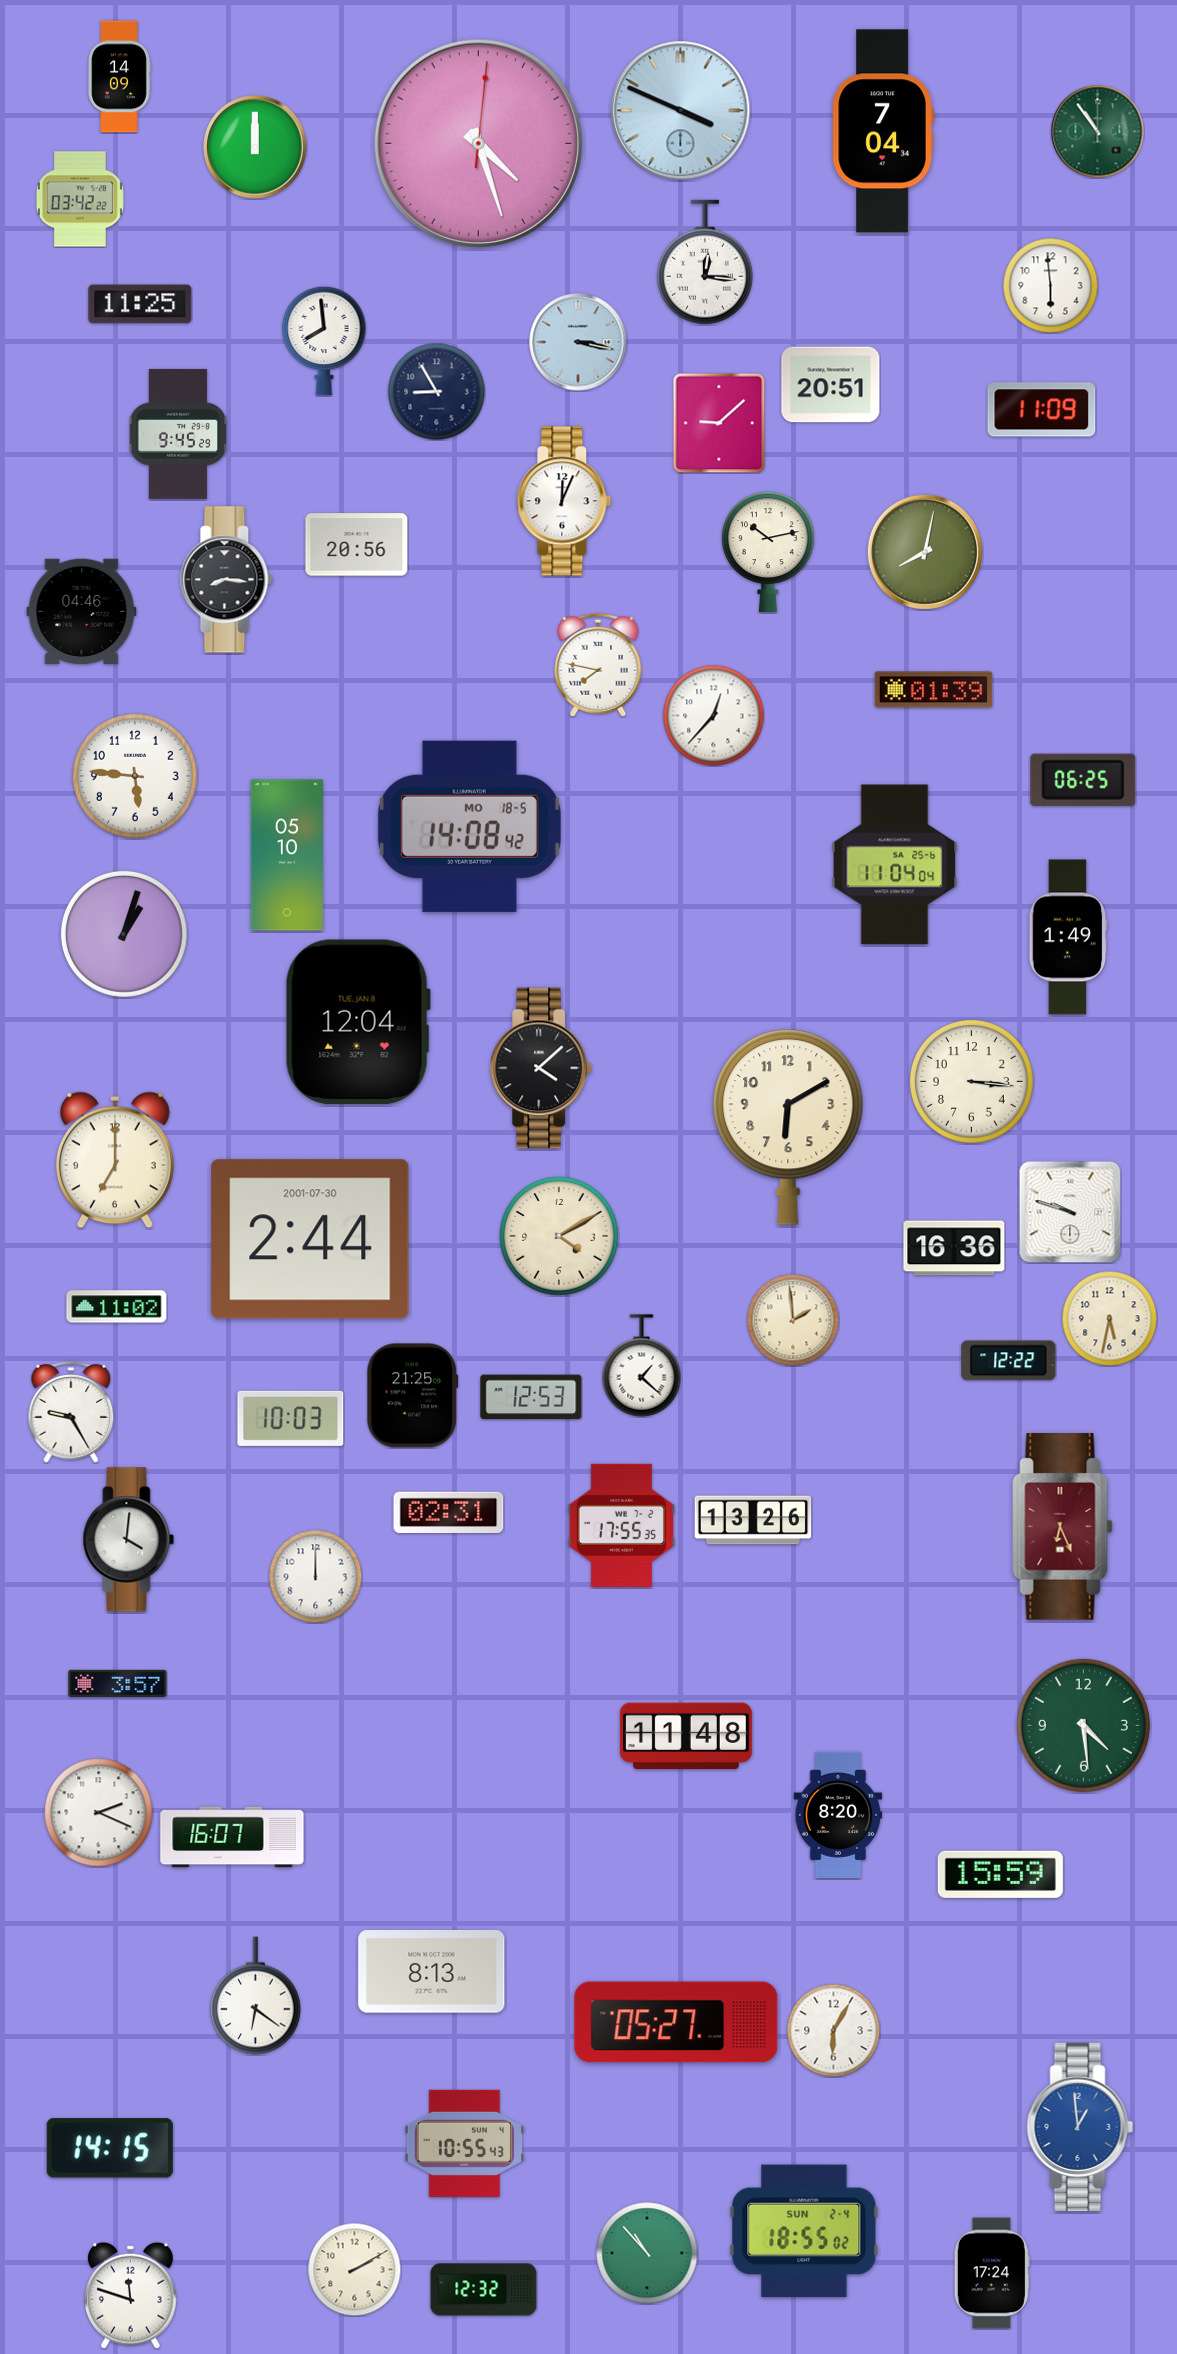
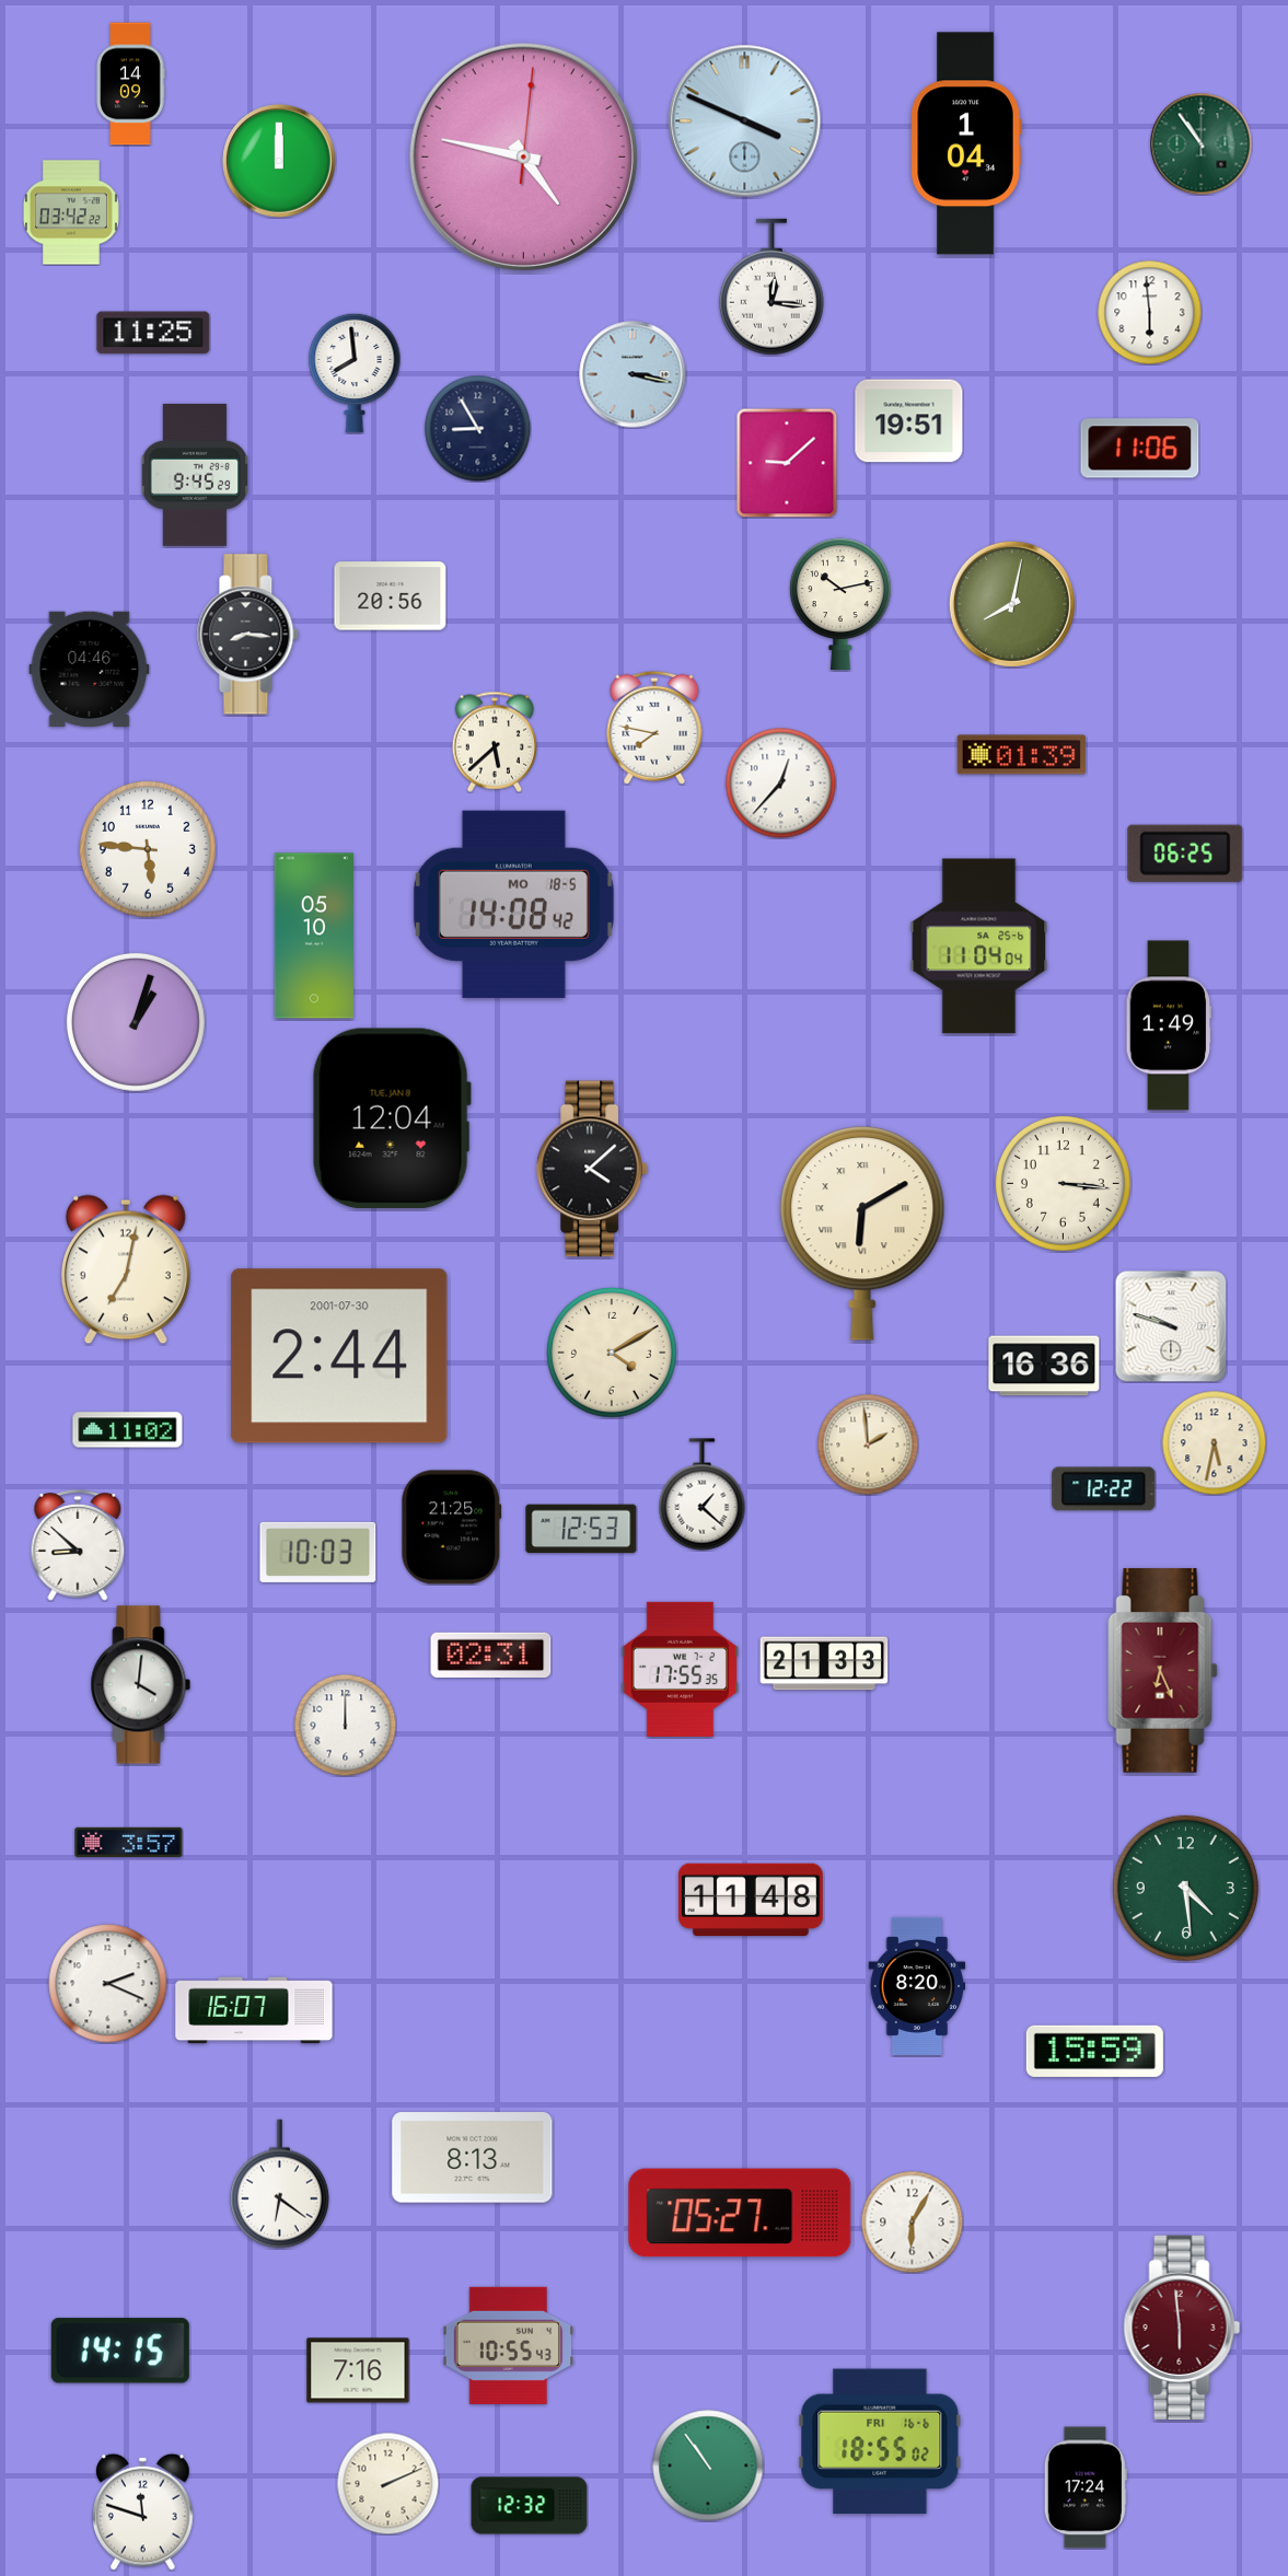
clock at (883, 131): 7:04 -> 1:04
clock at (478, 143): 4:27 -> 4:47
clock at (80, 199) position: (80, 199) -> (71, 212)
clock at (831, 385): 20:51 -> 19:51
clock at (1042, 410): 11:09 -> 11:06
clock at (564, 501): 12:04 -> none
clock at (495, 742): none -> 5:38
clock at (788, 1127) numerals: Arabic -> Roman
clock at (115, 1160): 7:00 -> 7:02
clock at (71, 1413): 9:25 -> 8:52
clock at (753, 1520): 13:26 -> 21:33
clock at (1080, 2126): 12:59 -> 5:59
clock at (1080, 2126) dial: blue -> burgundy
clock at (358, 2370): none -> 7:16
clock at (804, 2231) date: SUN 2-4 -> FRI 16-6
clock at (647, 2253): 10:53 -> 10:54
clock at (354, 2269): 2:10 -> 2:11
